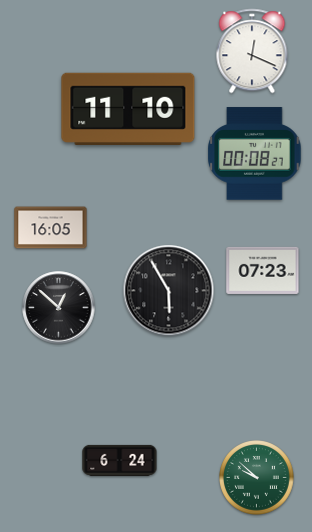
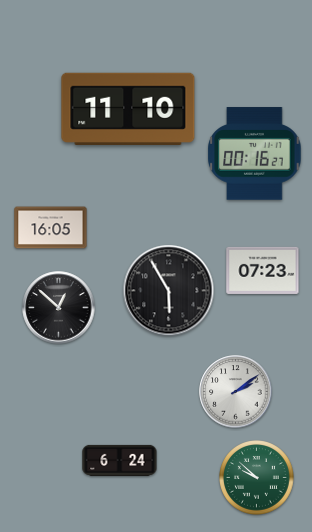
clock at (252, 51): 12:19 -> none
clock at (255, 154): 00:08 -> 00:16
clock at (236, 392): none -> 2:09
